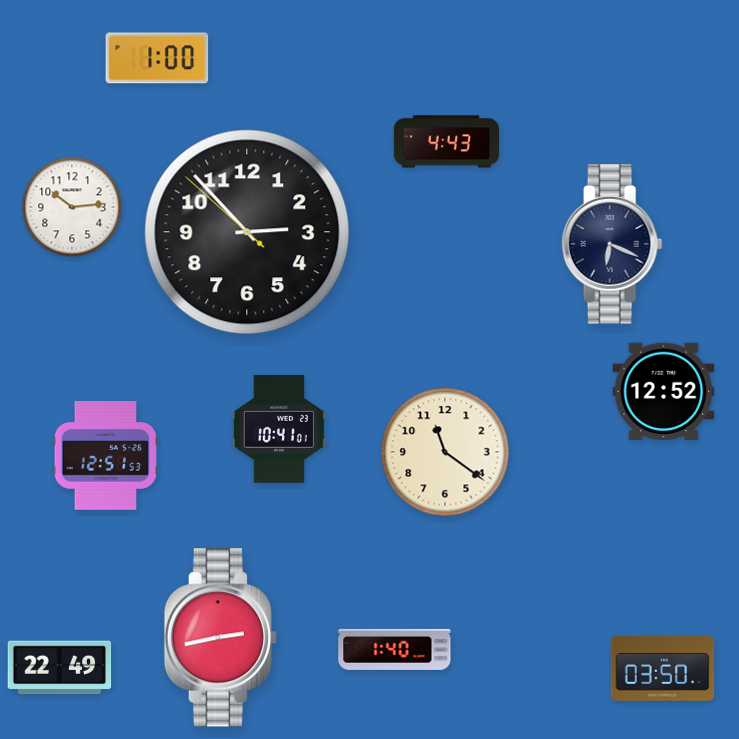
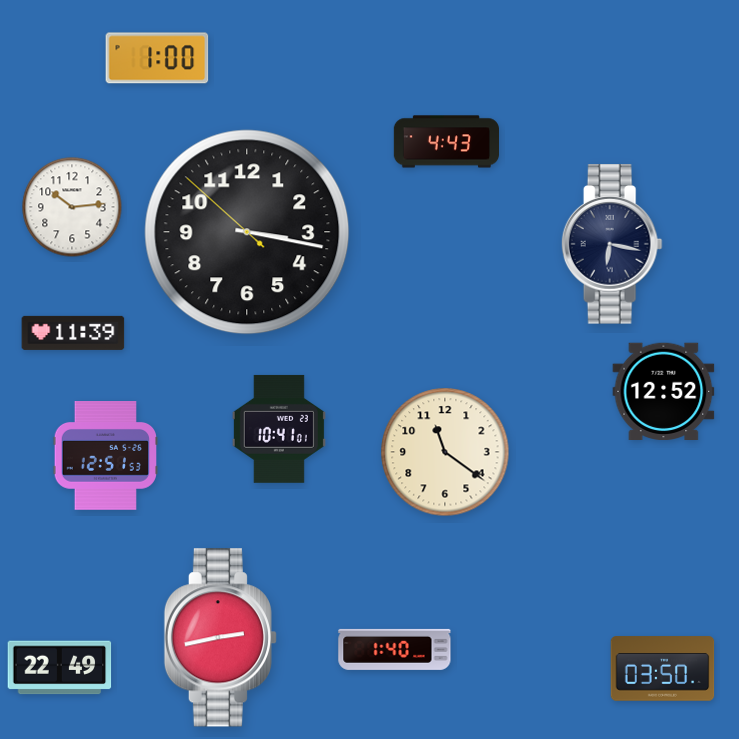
clock at (247, 232): 2:52 -> 3:16
clock at (612, 244): 6:19 -> 6:17
clock at (73, 333): none -> 11:39
